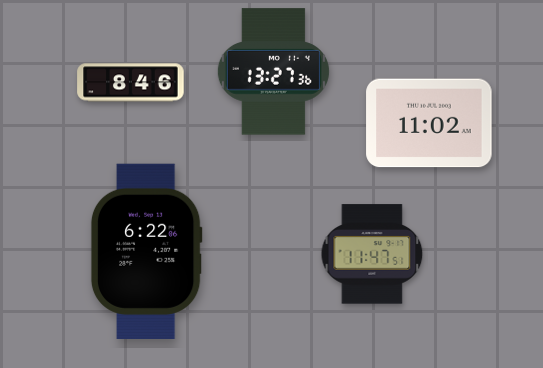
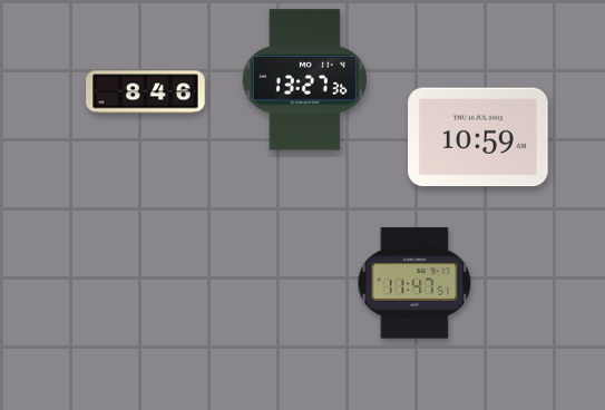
clock at (429, 123): 11:02 -> 10:59
clock at (146, 251): 6:22 -> none
